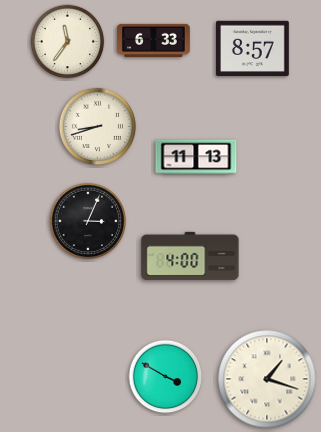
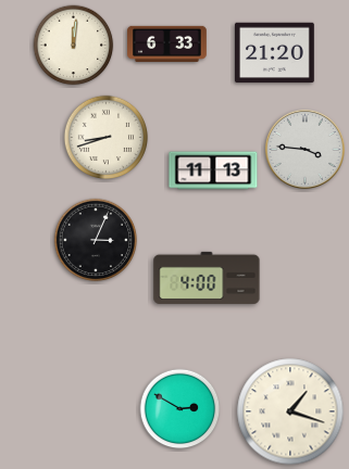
clock at (68, 42): 11:36 -> 12:01
clock at (253, 49): 8:57 -> 21:20
clock at (304, 149): none -> 3:46
clock at (166, 377): 3:50 -> 2:50
